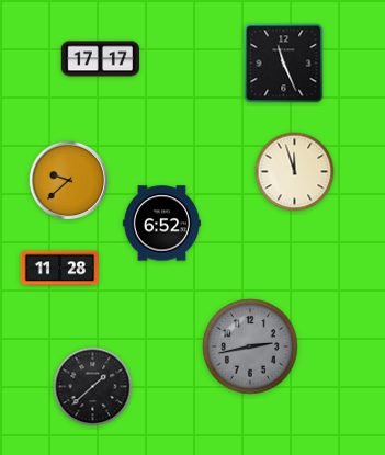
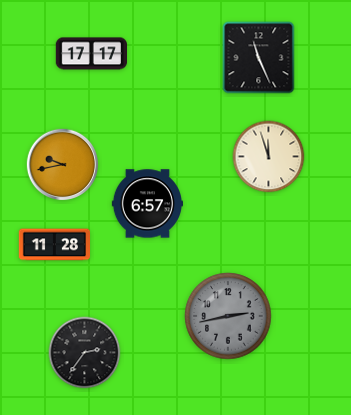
clock at (69, 181): 9:38 -> 9:43
clock at (161, 224): 6:52 -> 6:57
clock at (93, 387): 1:38 -> 2:36
